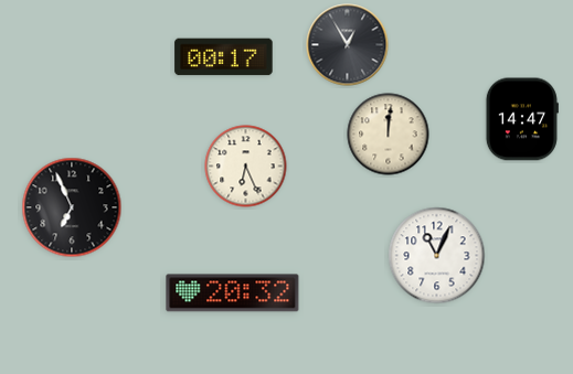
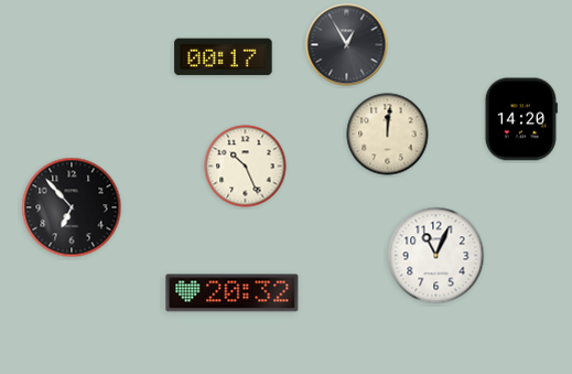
clock at (522, 119): 14:47 -> 14:20
clock at (246, 167): 6:26 -> 10:26
clock at (72, 207): 6:56 -> 6:53
